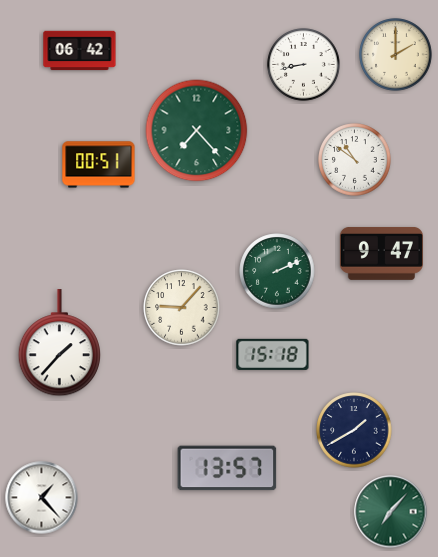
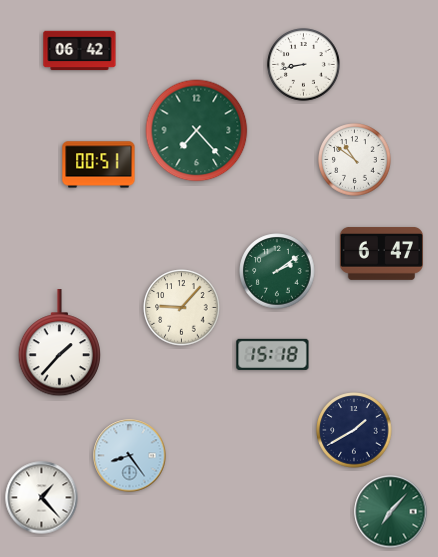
clock at (396, 55): 2:00 -> none
clock at (381, 254): 9:47 -> 6:47
clock at (277, 271): 2:11 -> 2:09
clock at (130, 456): none -> 8:24
clock at (227, 468): 13:57 -> none
